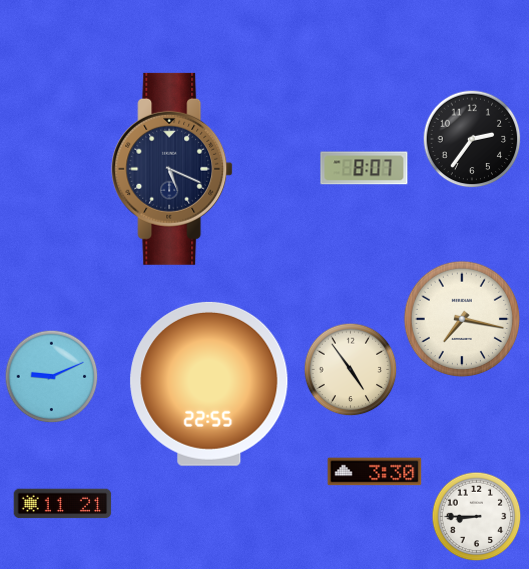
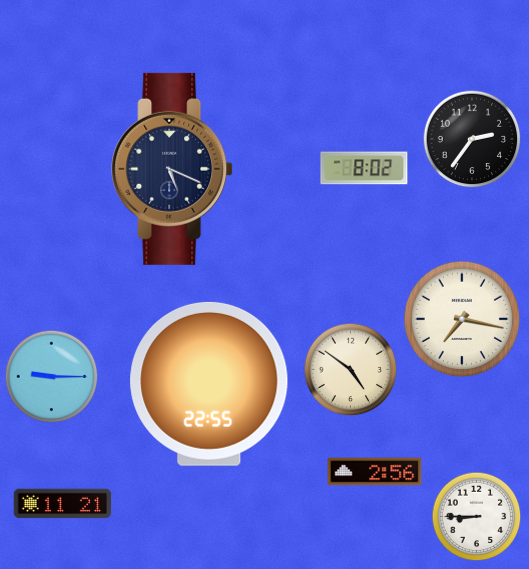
clock at (364, 168): 8:07 -> 8:02
clock at (351, 370): 4:54 -> 4:51
clock at (52, 377): 9:11 -> 9:15
clock at (375, 472): 3:30 -> 2:56
